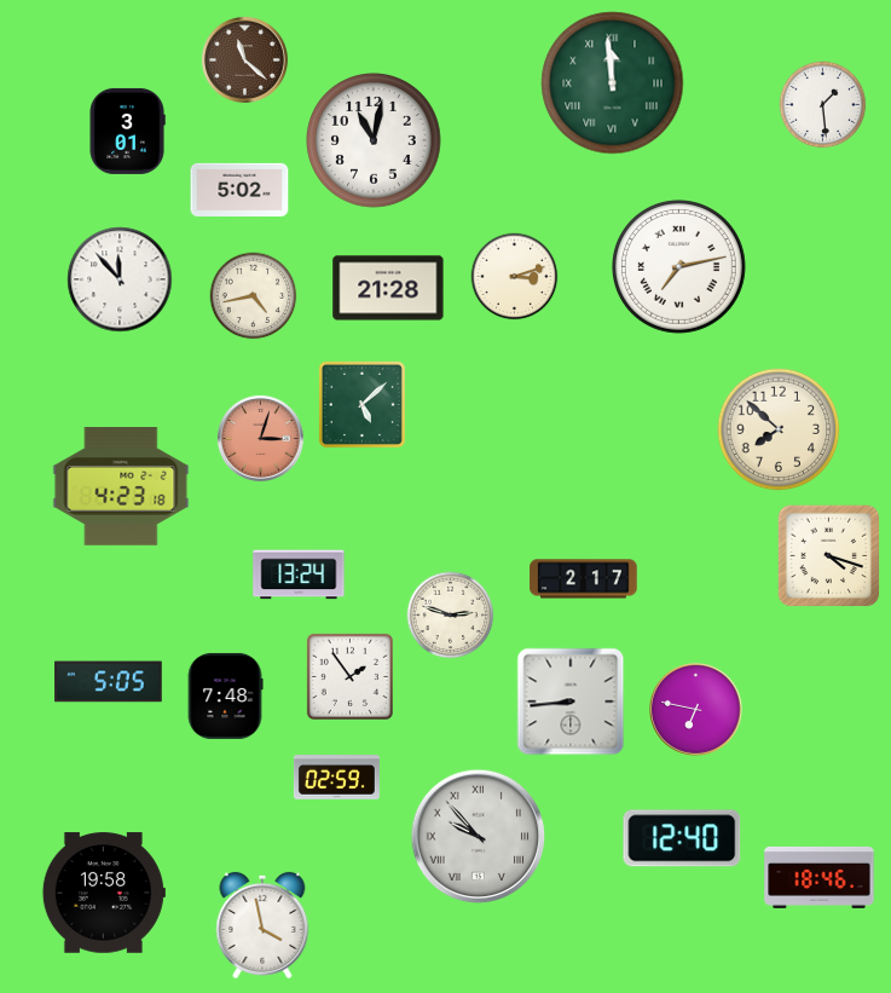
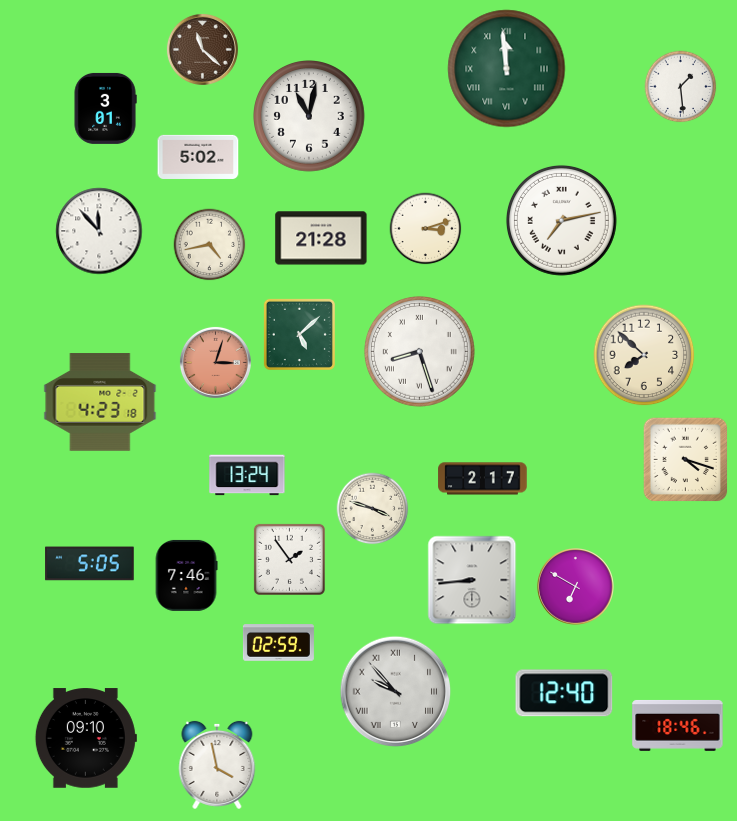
clock at (419, 351): none -> 8:27
clock at (451, 616): 2:48 -> 3:48
clock at (225, 695): 7:48 -> 7:46
clock at (696, 710): 6:47 -> 6:50
clock at (104, 893): 19:58 -> 09:10
